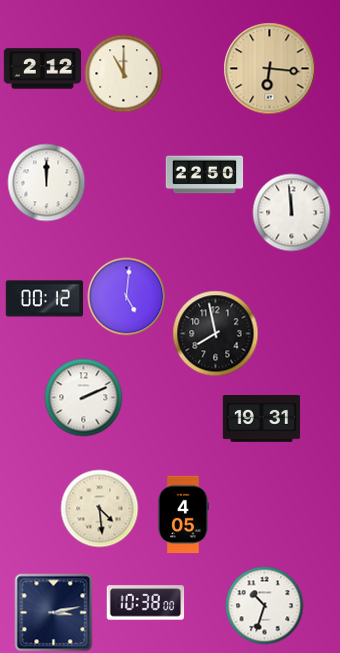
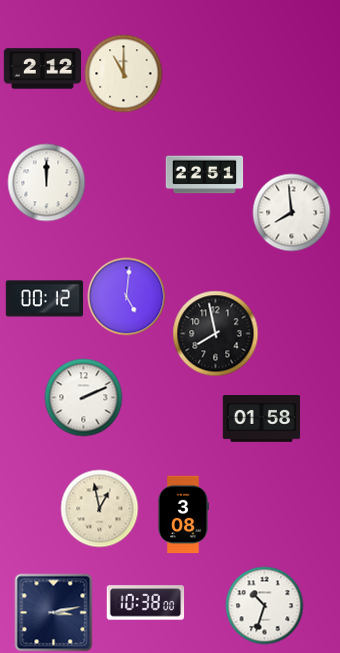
clock at (269, 68): 6:16 -> none
clock at (204, 175): 22:50 -> 22:51
clock at (291, 212): 11:59 -> 7:59
clock at (261, 419): 19:31 -> 01:58
clock at (99, 508): 4:29 -> 12:58
clock at (183, 514): 4:05 -> 3:08
